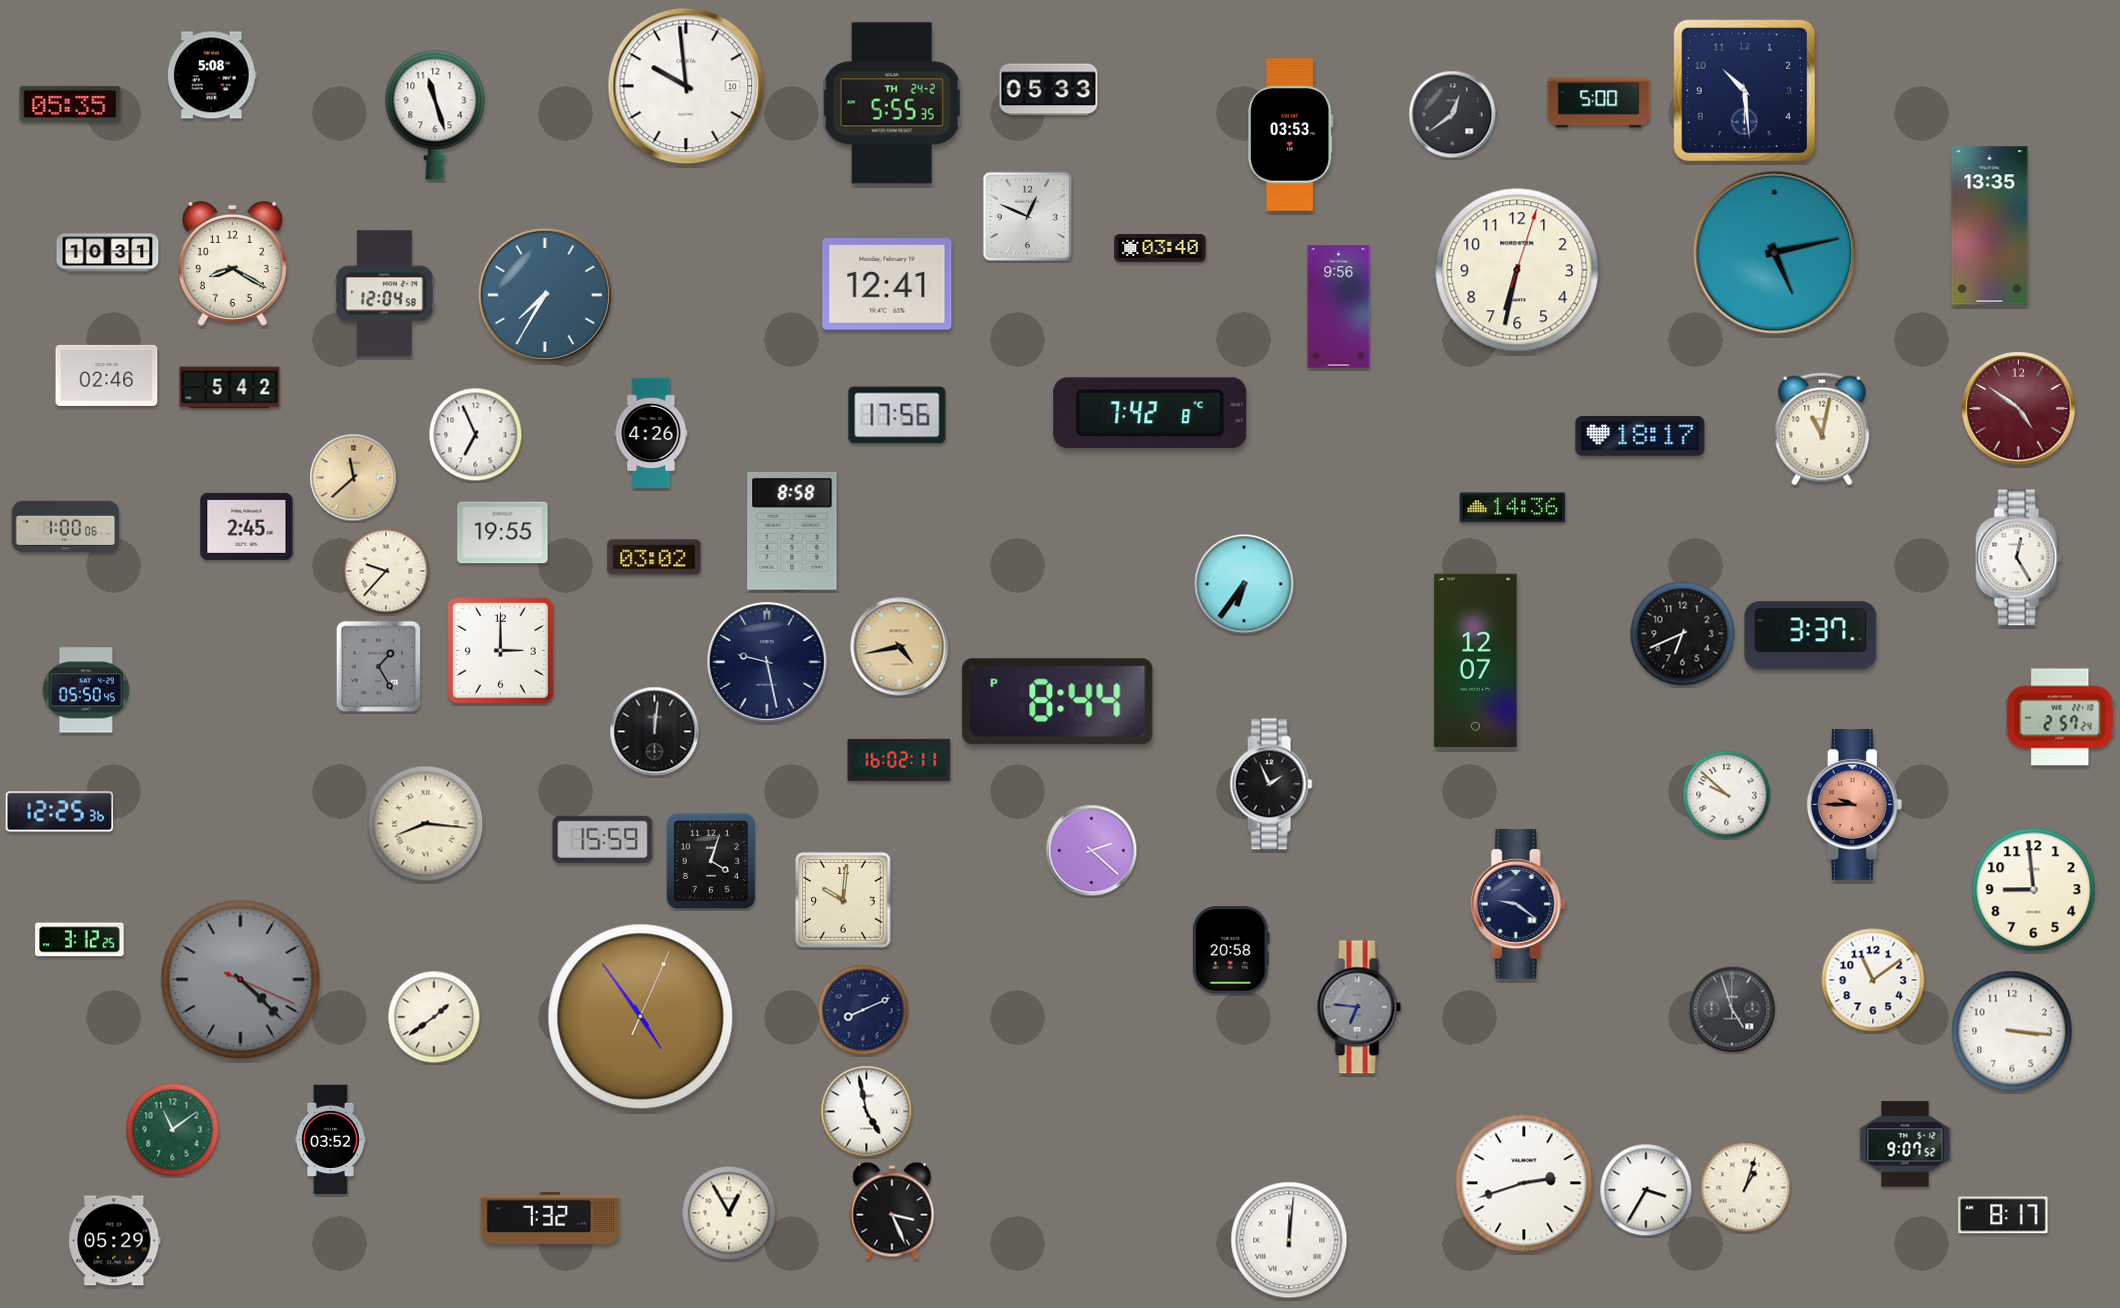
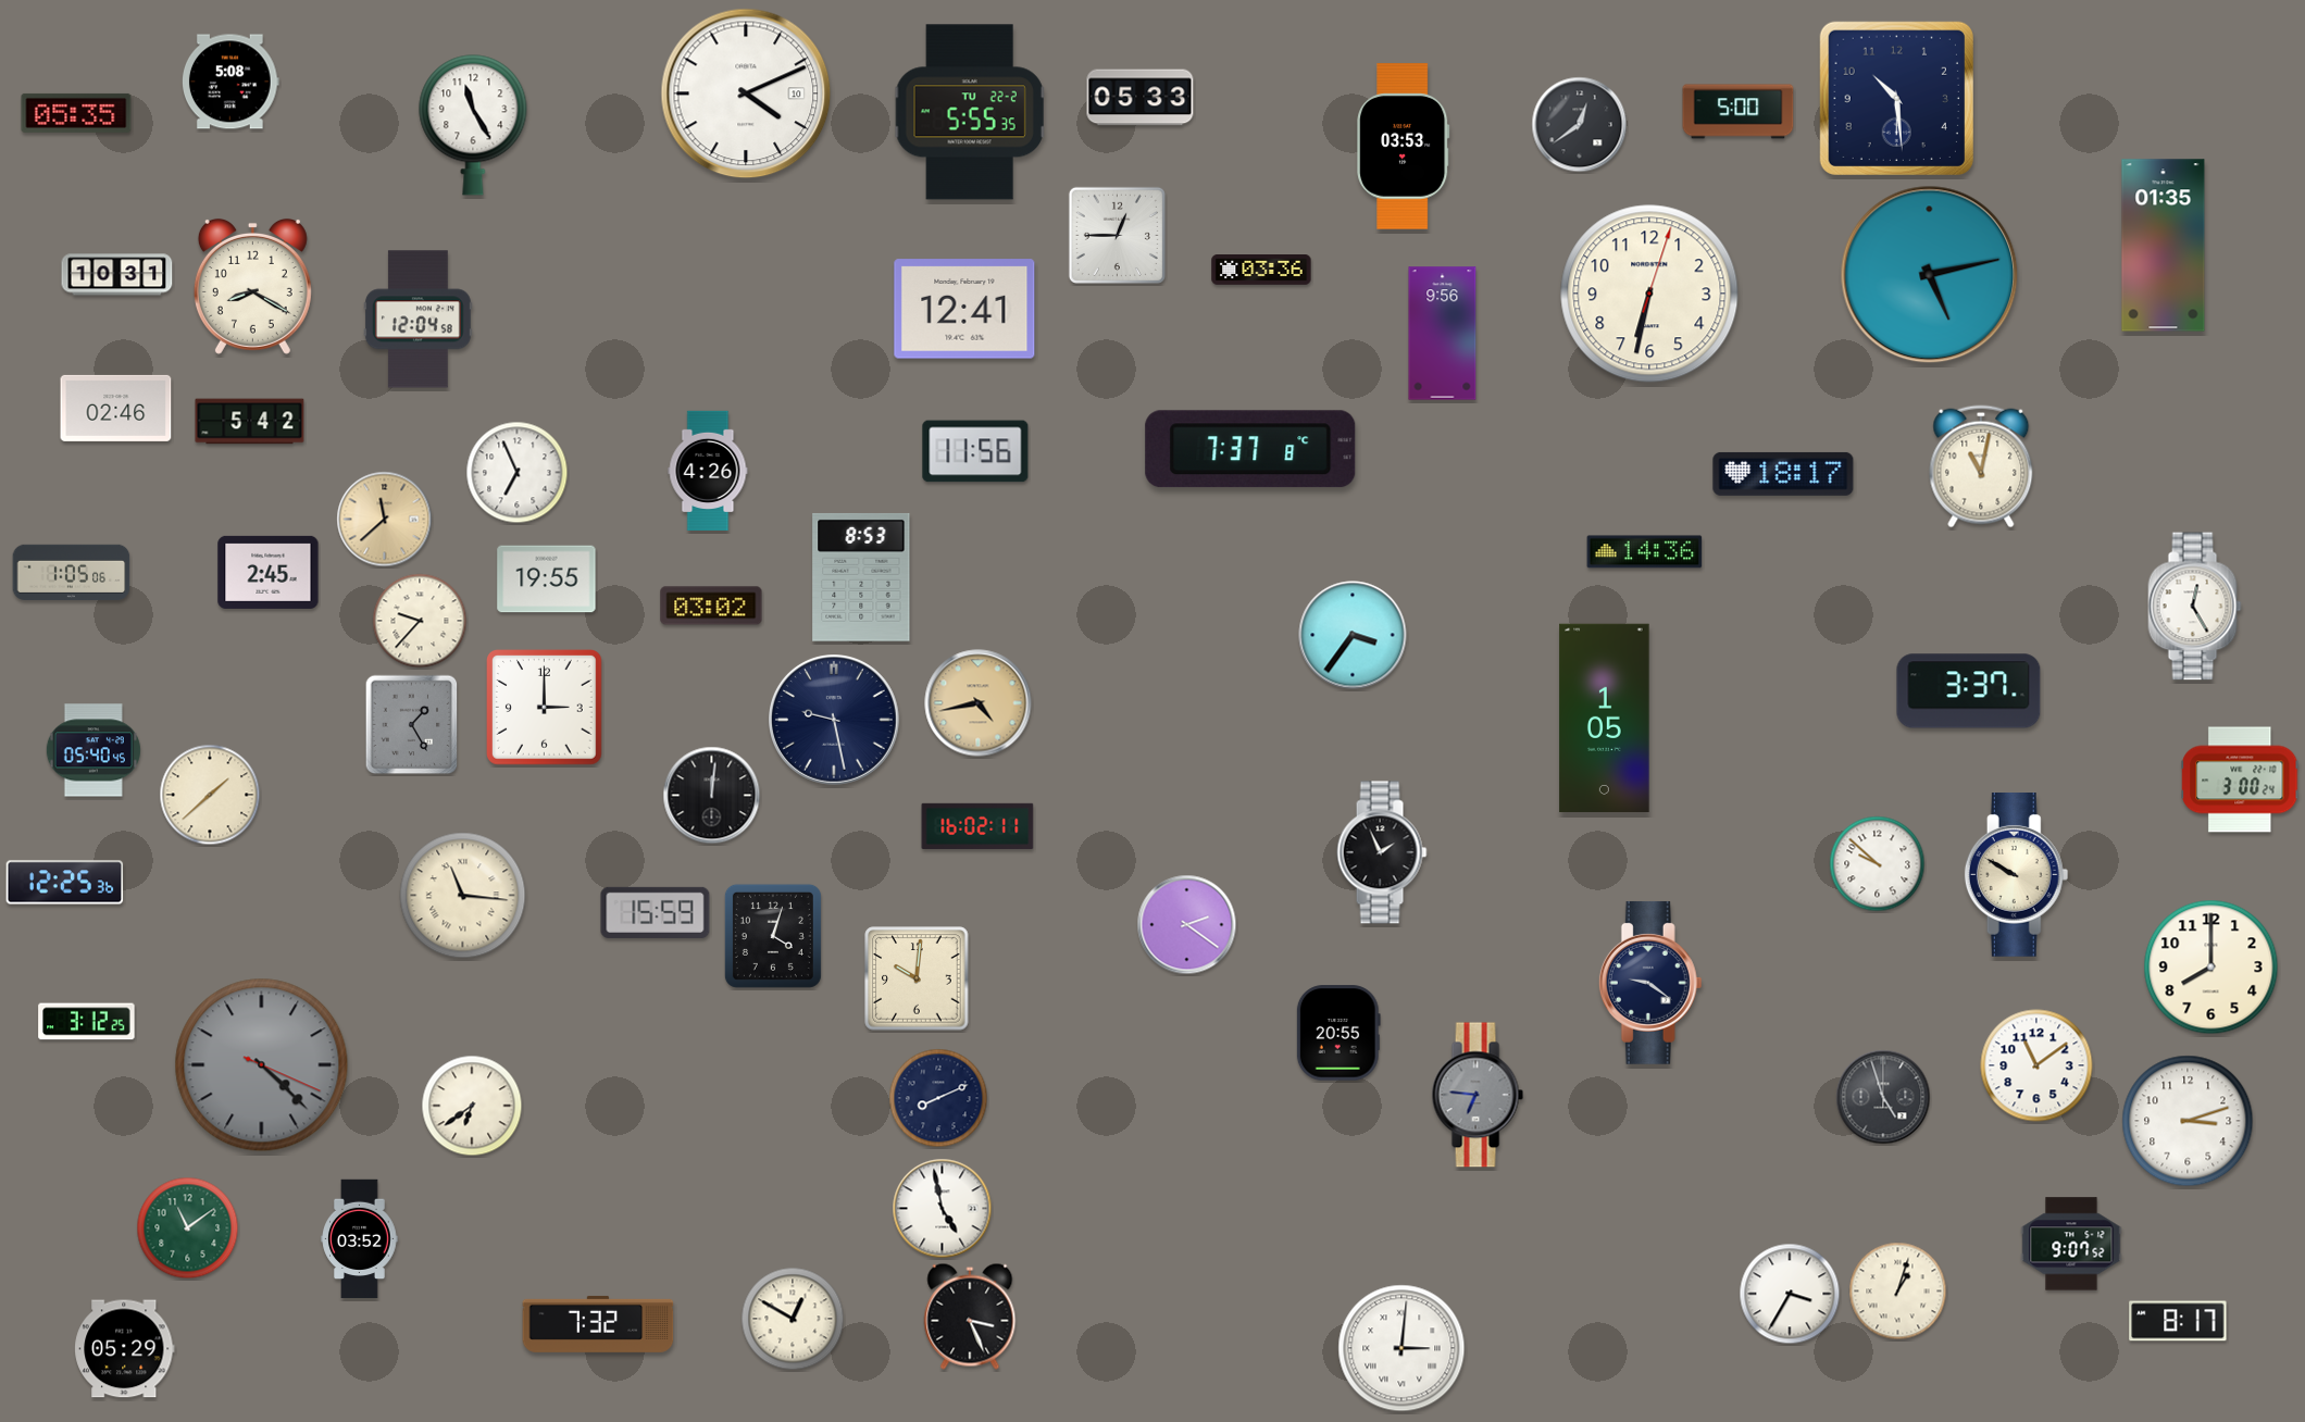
clock at (686, 86): 9:59 -> 4:11
clock at (892, 103) date: TH 24-2 -> TU 22-2
clock at (435, 115): 11:27 -> 11:25
clock at (1027, 216): 12:49 -> 12:45
clock at (1990, 226): 13:35 -> 01:35
clock at (1160, 249): 03:40 -> 03:36
clock at (545, 295): 7:35 -> none
clock at (1339, 307) position: (1339, 307) -> (1443, 334)
clock at (2019, 409): 4:51 -> none
clock at (1150, 413): 7:42 -> 7:37
clock at (897, 415): 17:56 -> 11:56
clock at (66, 526): 1:00 -> 1:05
clock at (792, 531): 8:58 -> 8:53
clock at (1244, 584): 6:36 -> 3:36
clock at (1683, 634): 6:41 -> none
clock at (1476, 661): 12:07 -> 1:05
clock at (86, 690): 05:50 -> 05:40
clock at (1058, 702): 8:44 -> none
clock at (2060, 717): 2:57 -> 3:00
clock at (210, 795): none -> 1:38
clock at (1855, 805): 9:45 -> 9:50
clock at (1855, 805) dial: salmon -> cream
clock at (426, 824): 8:16 -> 11:16
clock at (1092, 851): 2:22 -> 2:21
clock at (2034, 890): 8:59 -> 8:00
clock at (1231, 950): 20:58 -> 20:55
clock at (434, 1017): 1:39 -> 6:39
clock at (641, 1017): 4:54 -> none
clock at (2012, 1031): 3:16 -> 3:12
clock at (1524, 1183): 2:42 -> none
clock at (729, 1213): 12:55 -> 12:50
clock at (1289, 1240): 12:01 -> 3:01
